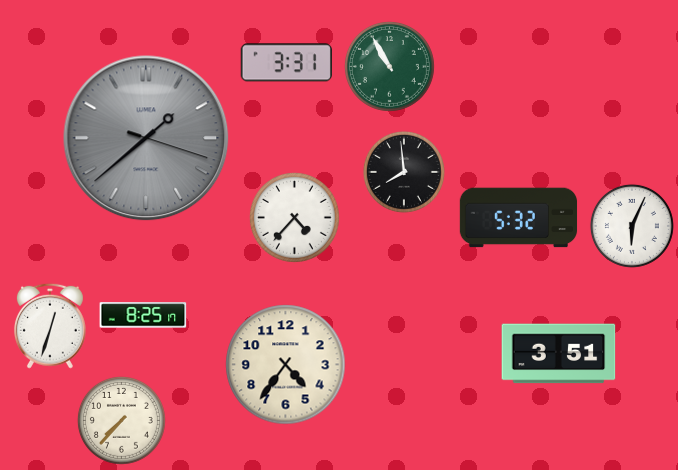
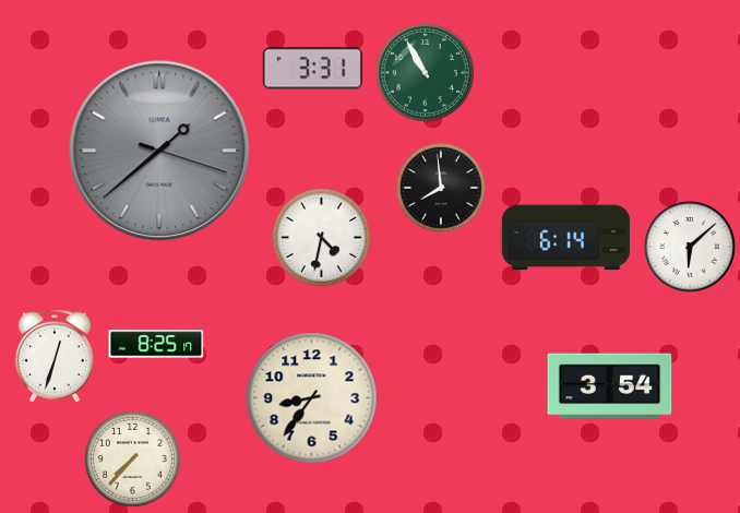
clock at (294, 217): 4:37 -> 4:32
clock at (519, 218): 5:32 -> 6:14
clock at (632, 226): 6:04 -> 6:08
clock at (559, 354): 3:51 -> 3:54
clock at (286, 365): 4:36 -> 8:36
